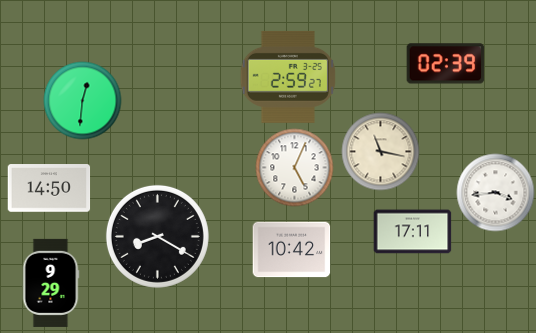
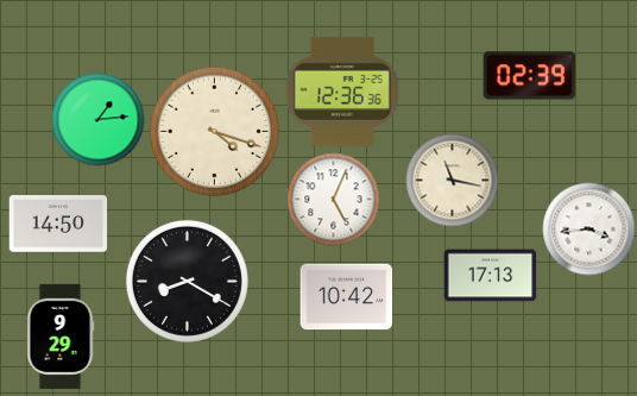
clock at (288, 77): 2:59 -> 12:36
clock at (82, 100): 12:31 -> 1:14
clock at (214, 131): none -> 4:18
clock at (294, 167) position: (294, 167) -> (333, 199)
clock at (412, 232): 17:11 -> 17:13
